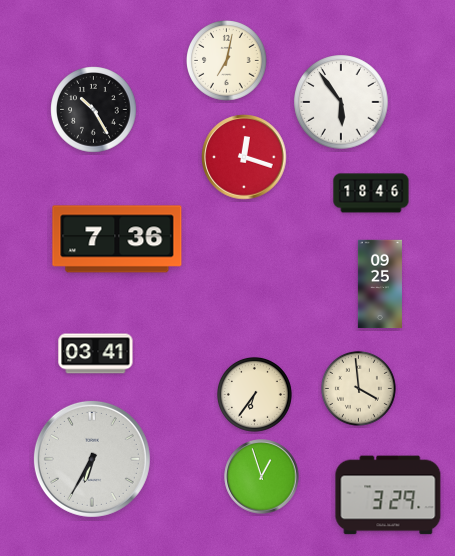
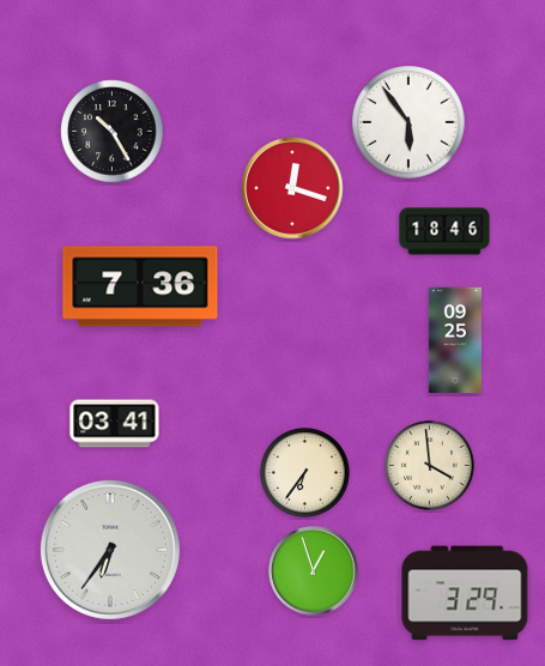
clock at (227, 61): 7:02 -> none
clock at (92, 459): 6:35 -> 6:36
